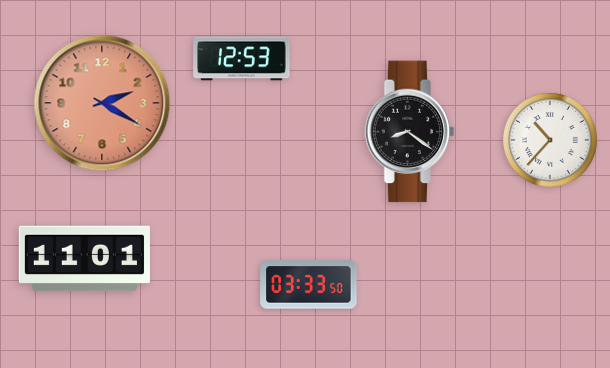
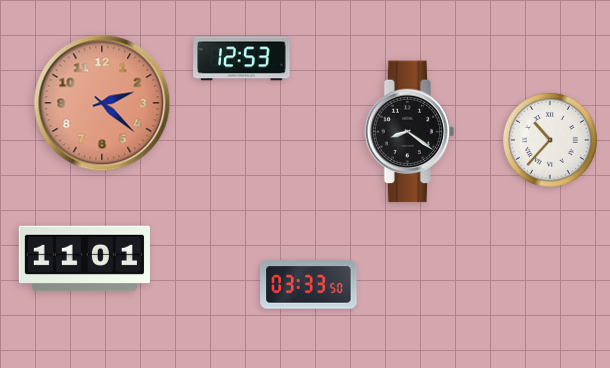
clock at (102, 103): 2:20 -> 2:22
